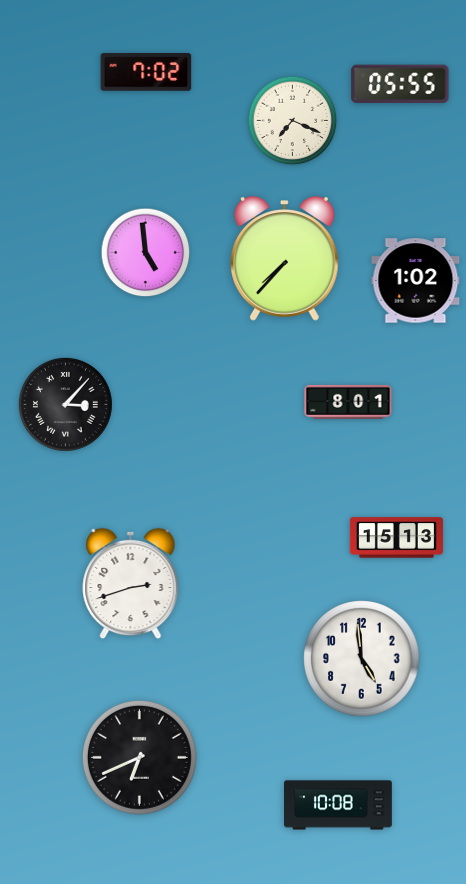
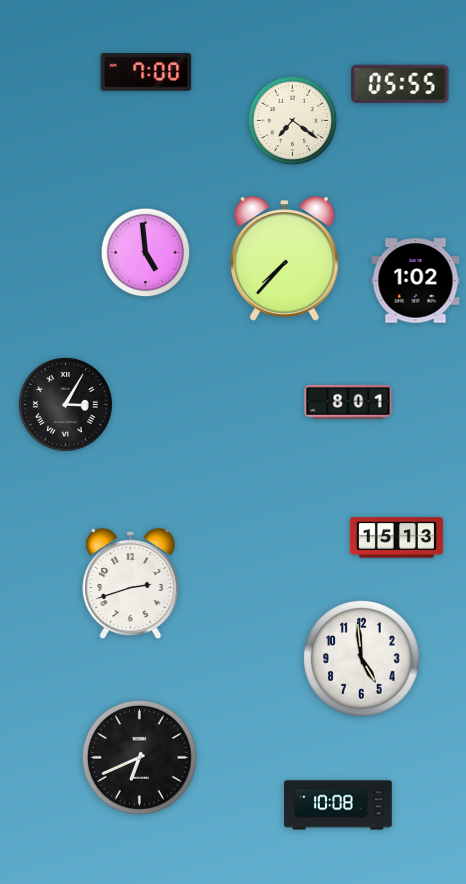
clock at (146, 72): 7:02 -> 7:00
clock at (293, 121): 7:19 -> 7:21
clock at (65, 404): 3:07 -> 3:05
